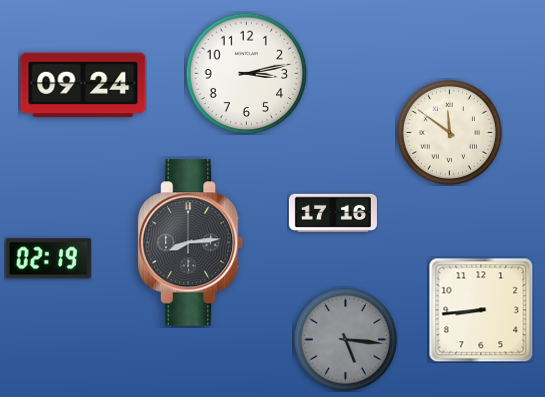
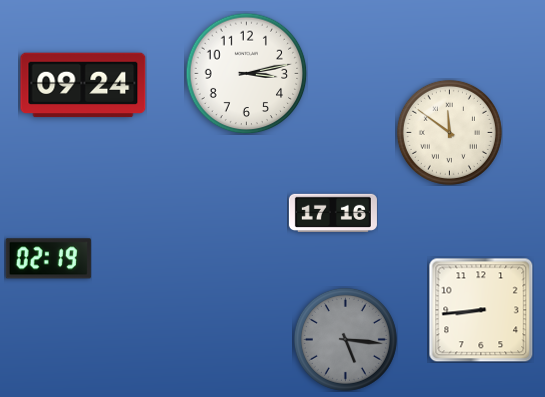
clock at (191, 243): 8:14 -> none
